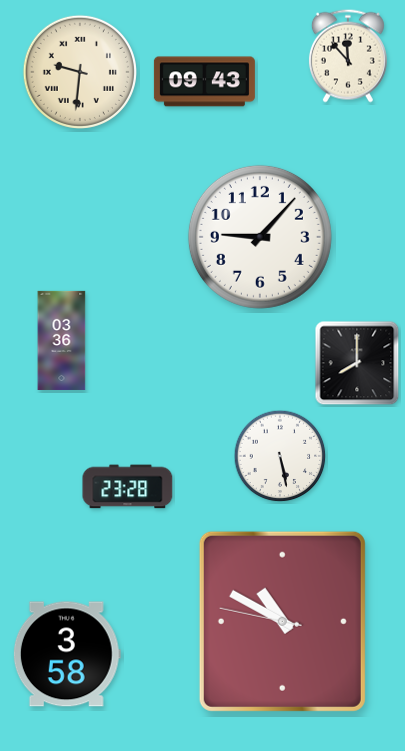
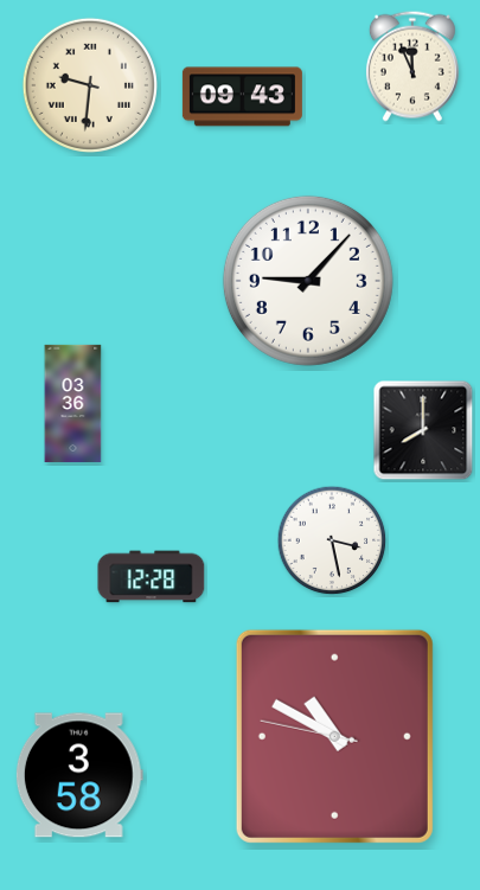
clock at (348, 56): 11:53 -> 11:56
clock at (80, 72) position: (80, 72) -> (90, 85)
clock at (280, 456): 5:28 -> 3:28
clock at (128, 487): 23:28 -> 12:28
